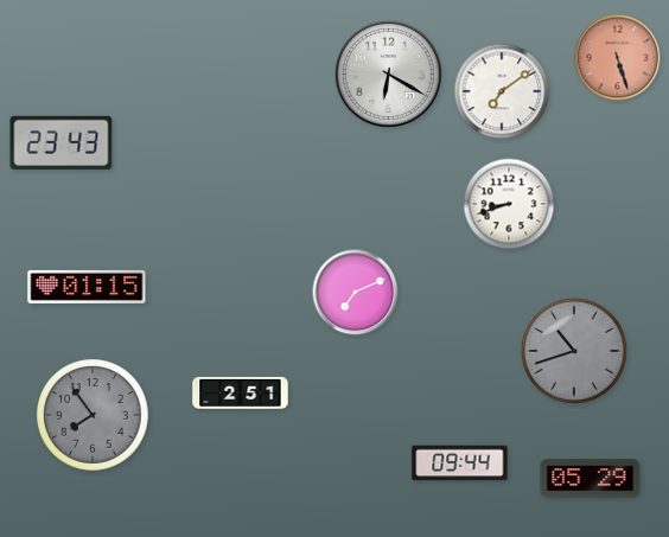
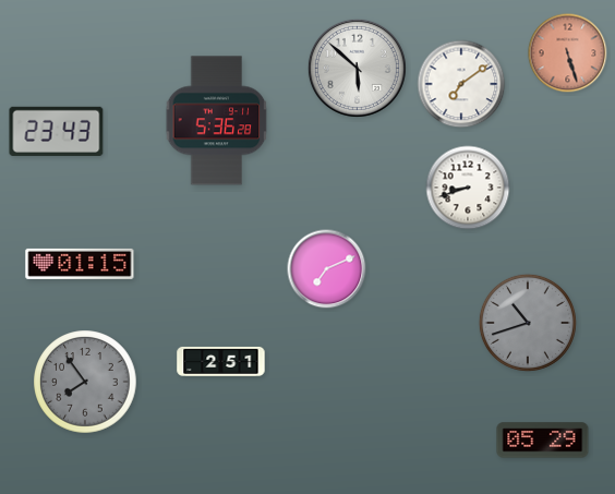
clock at (388, 73): 6:20 -> 5:52
clock at (217, 121): none -> 5:36
clock at (460, 464): 09:44 -> none
